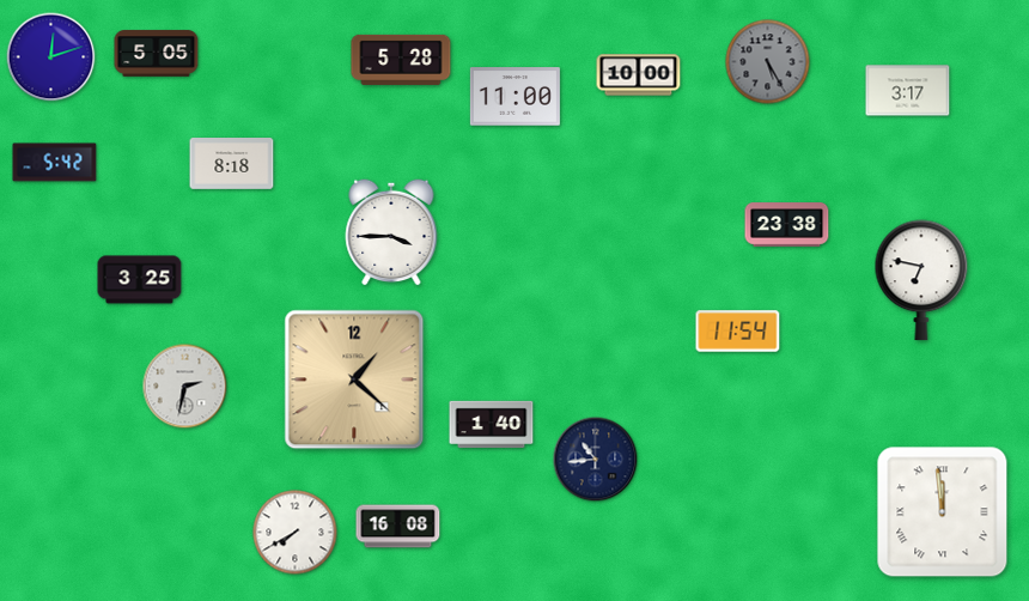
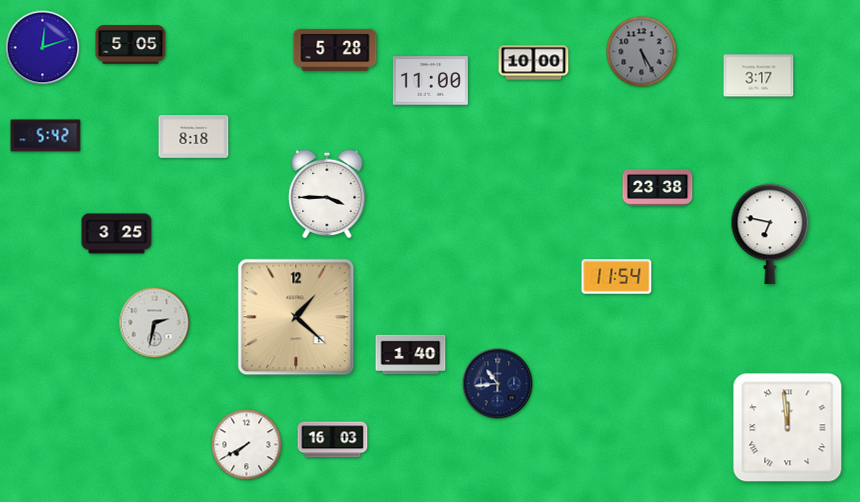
clock at (398, 527): 16:08 -> 16:03
